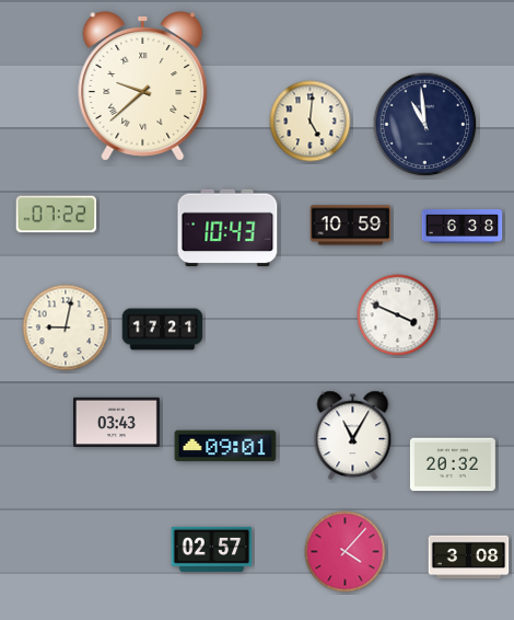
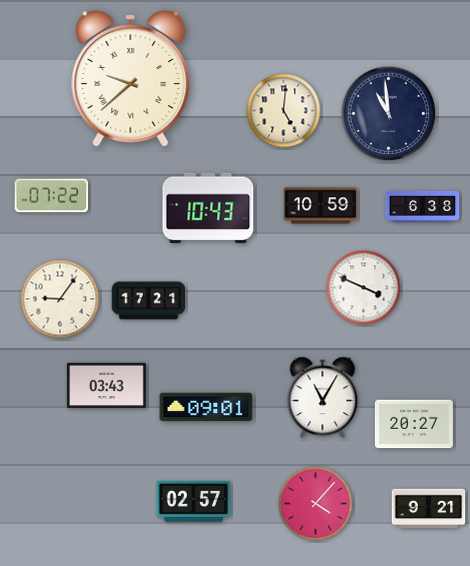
clock at (66, 328): 9:02 -> 9:06
clock at (453, 464): 20:32 -> 20:27
clock at (469, 558): 3:08 -> 9:21
